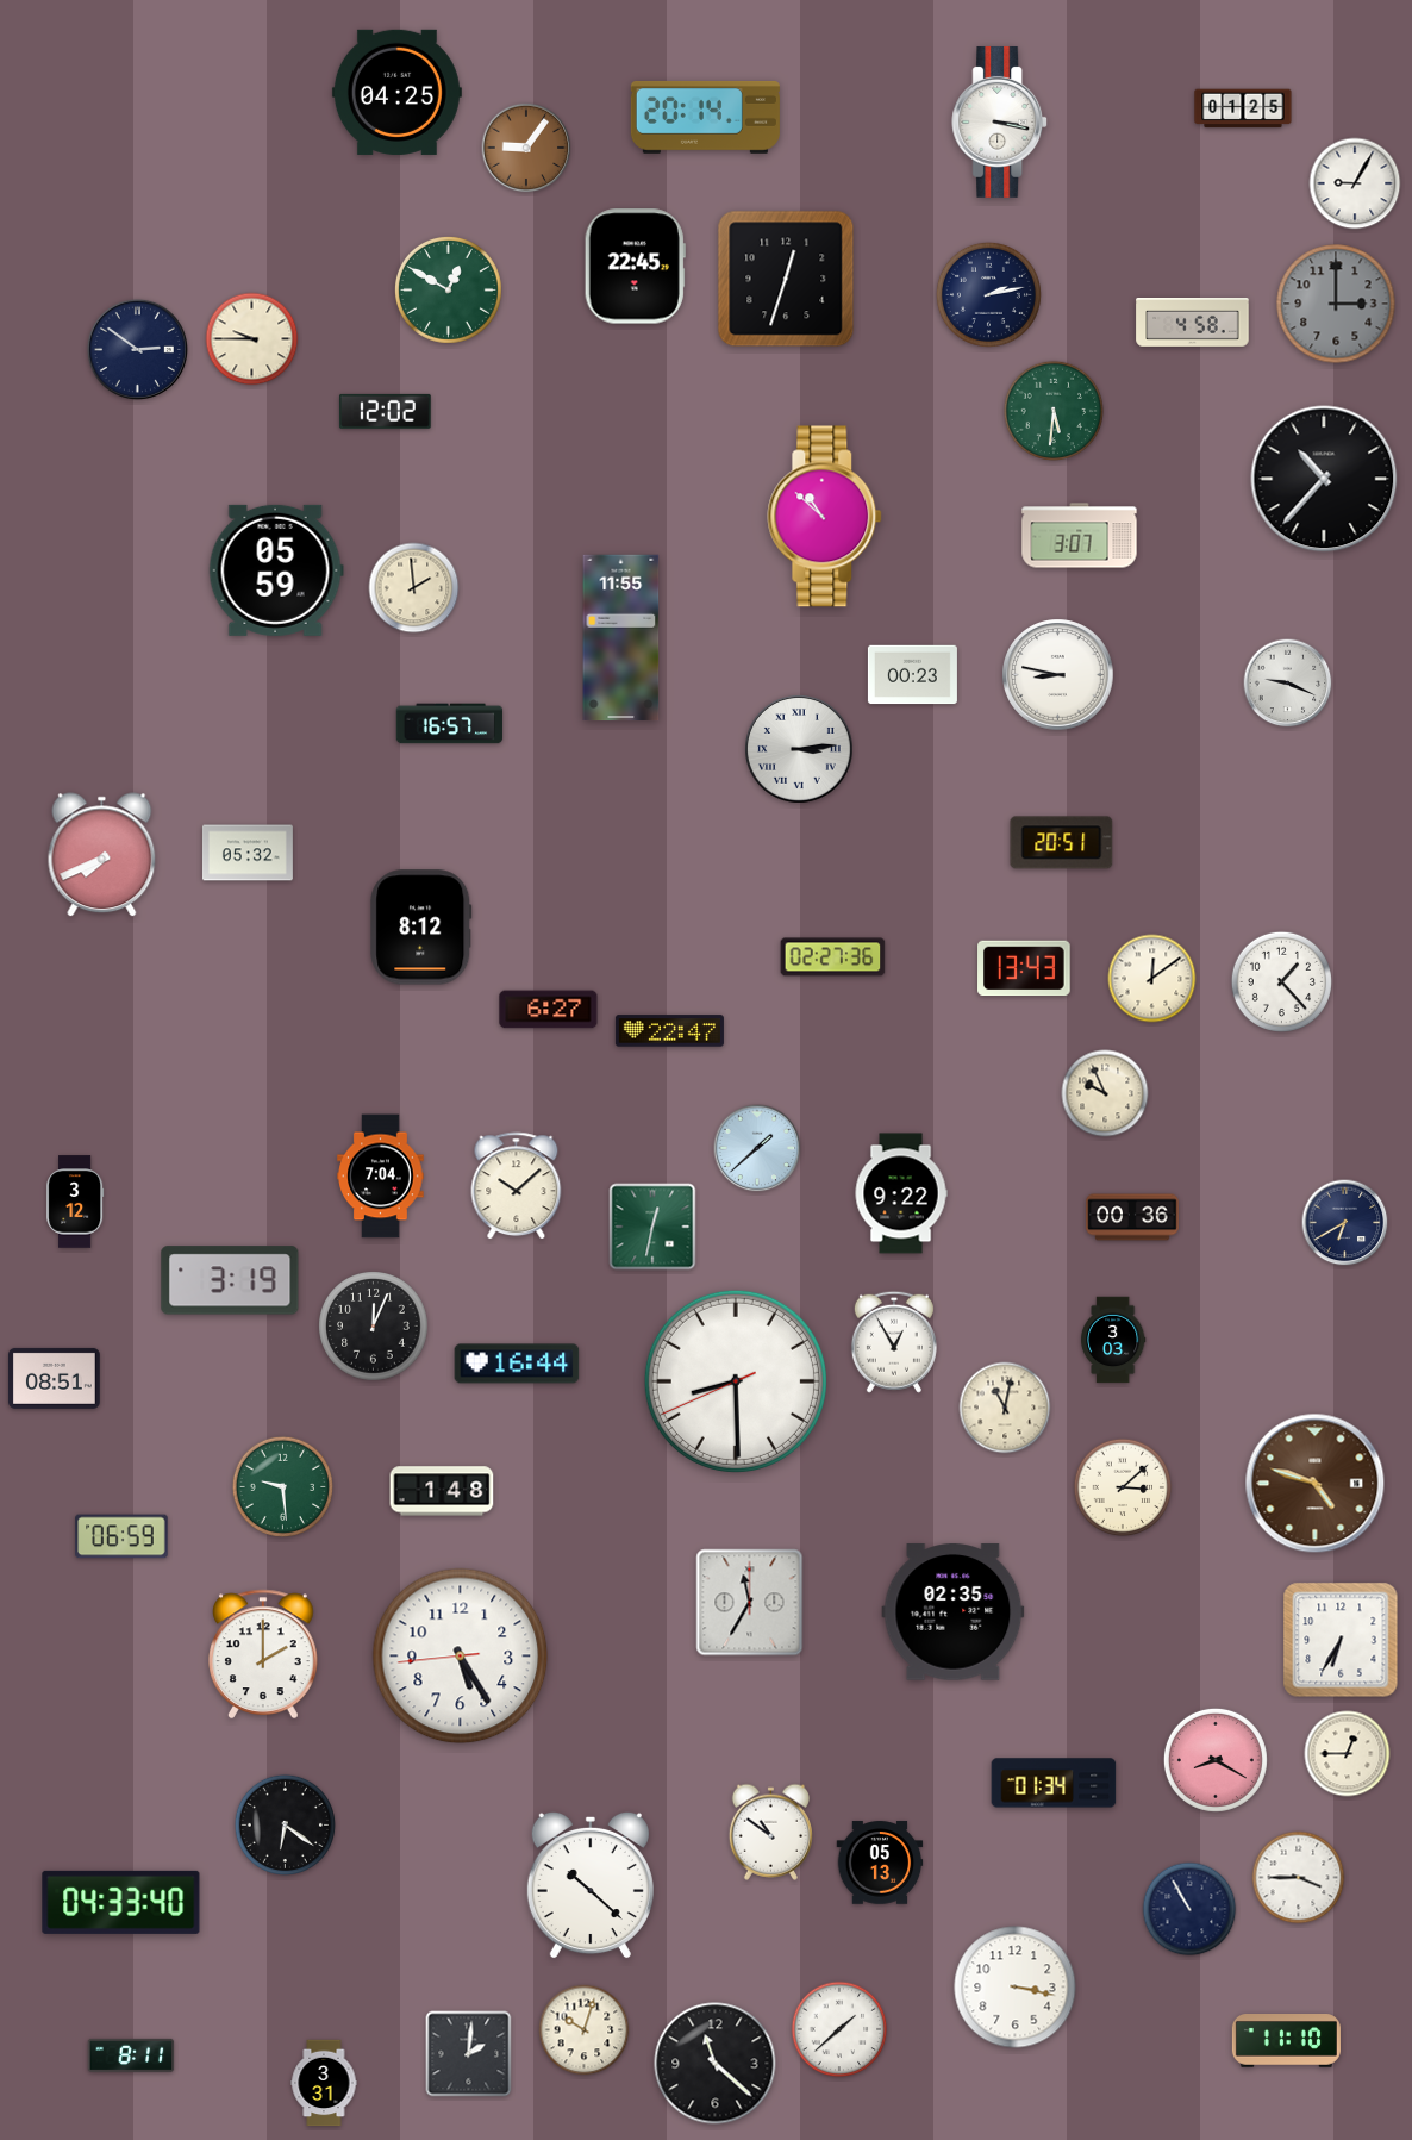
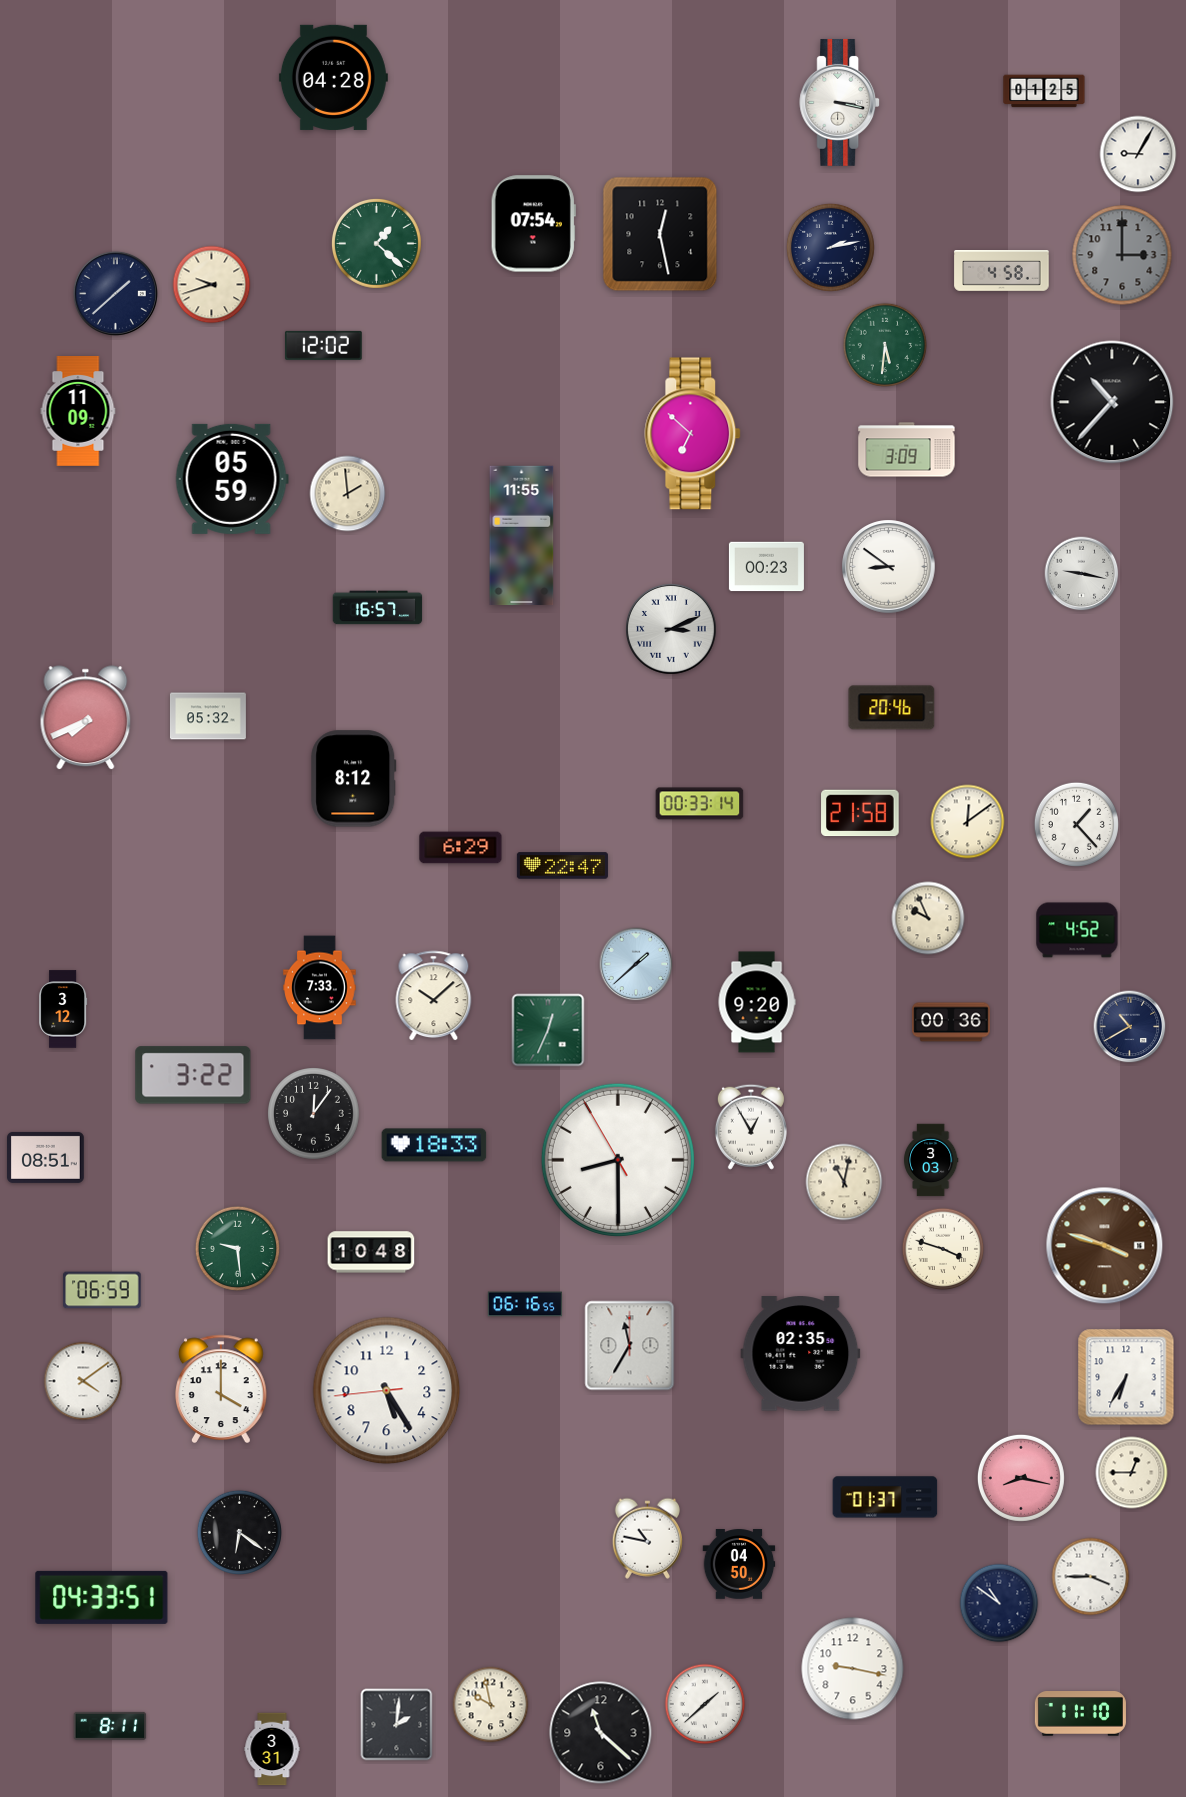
clock at (396, 92): 04:25 -> 04:28
clock at (705, 117): 20:14 -> none
clock at (526, 148): 9:06 -> none
clock at (635, 267): 22:45 -> 07:54
clock at (786, 279): 12:33 -> 12:28
clock at (449, 291): 12:50 -> 1:22
clock at (252, 339): 9:45 -> 9:42
clock at (137, 349): 2:51 -> 1:38
clock at (78, 412): none -> 11:09
clock at (825, 517): 10:52 -> 6:52
clock at (1080, 536): 3:07 -> 3:09
clock at (1058, 675): 8:47 -> 8:51
clock at (1288, 684): 9:19 -> 9:17
clock at (800, 750): 3:14 -> 3:11
clock at (1062, 843): 20:51 -> 20:46
clock at (833, 957): 02:27 -> 00:33
clock at (1024, 968): 13:43 -> 21:58
clock at (549, 1010): 6:27 -> 6:29
clock at (1077, 930): none -> 4:52
clock at (381, 1177): 7:04 -> 7:33
clock at (901, 1193): 9:22 -> 9:20
clock at (1345, 1223): 6:40 -> 10:40
clock at (652, 1227): 12:32 -> 12:34
clock at (230, 1280): 3:19 -> 3:22
clock at (374, 1327): 12:04 -> 12:06
clock at (1113, 1340) position: (1113, 1340) -> (931, 1160)
clock at (517, 1364): 16:44 -> 18:33
clock at (736, 1381): 8:29:41 -> 8:29:55
clock at (1316, 1484): 4:48 -> 3:48
clock at (1123, 1487): 3:08 -> 3:48
clock at (442, 1491): 1:48 -> 10:48
clock at (525, 1304): none -> 06:16
clock at (83, 1381): none -> 4:09
clock at (264, 1653): 2:00 -> 4:00
clock at (1216, 1760): 8:20 -> 8:17
clock at (1054, 1783): 01:34 -> 01:37
clock at (770, 1832): 10:51 -> 10:47
clock at (880, 1863): 05:13 -> 04:50
clock at (591, 1885): 10:22 -> none
clock at (121, 1902): 04:33:40 -> 04:33:51
clock at (1189, 1909): 10:55 -> 10:51
clock at (1016, 1988): 3:17 -> 9:17
clock at (585, 2030): 10:03 -> 9:58
clock at (469, 2054) position: (469, 2054) -> (397, 1725)
